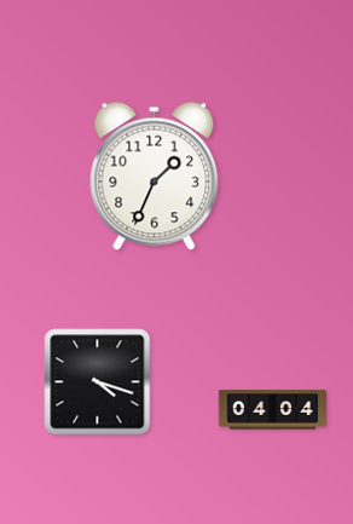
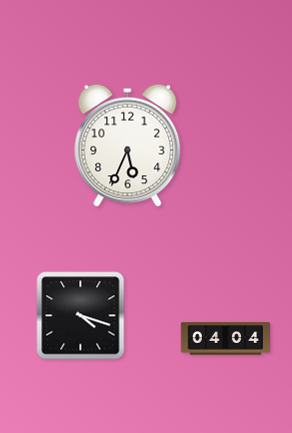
clock at (155, 175): 1:34 -> 5:34
